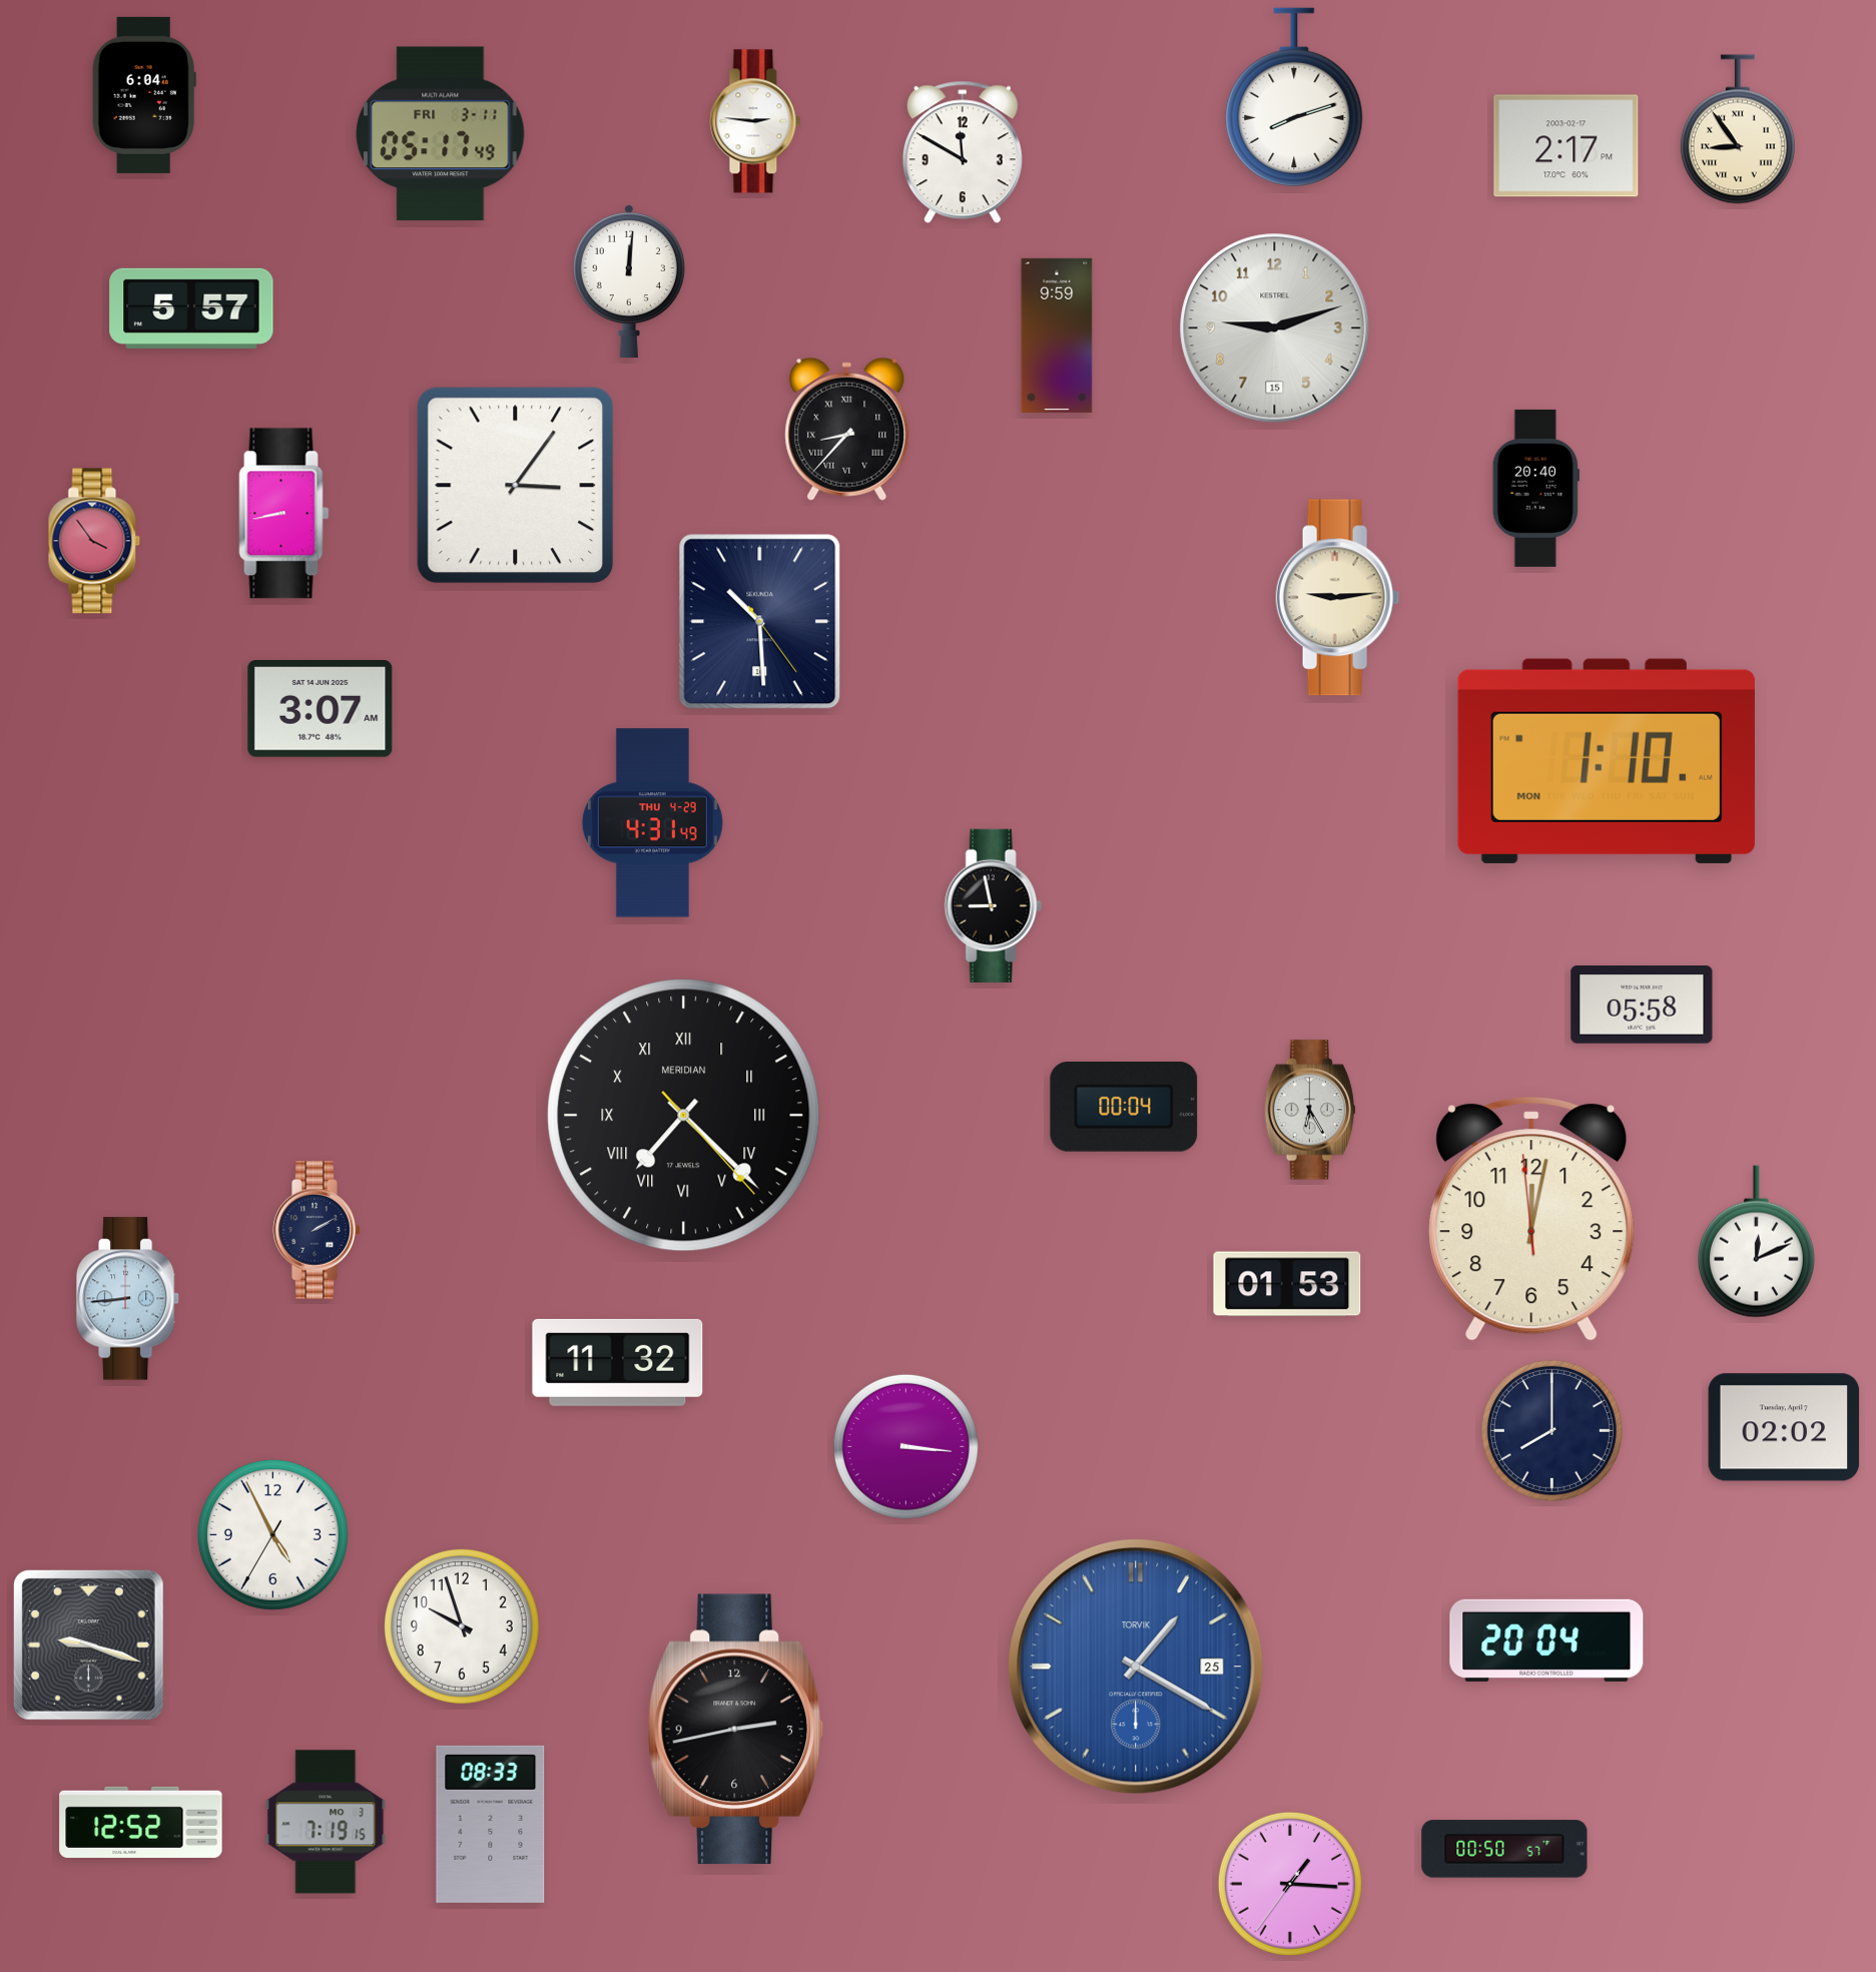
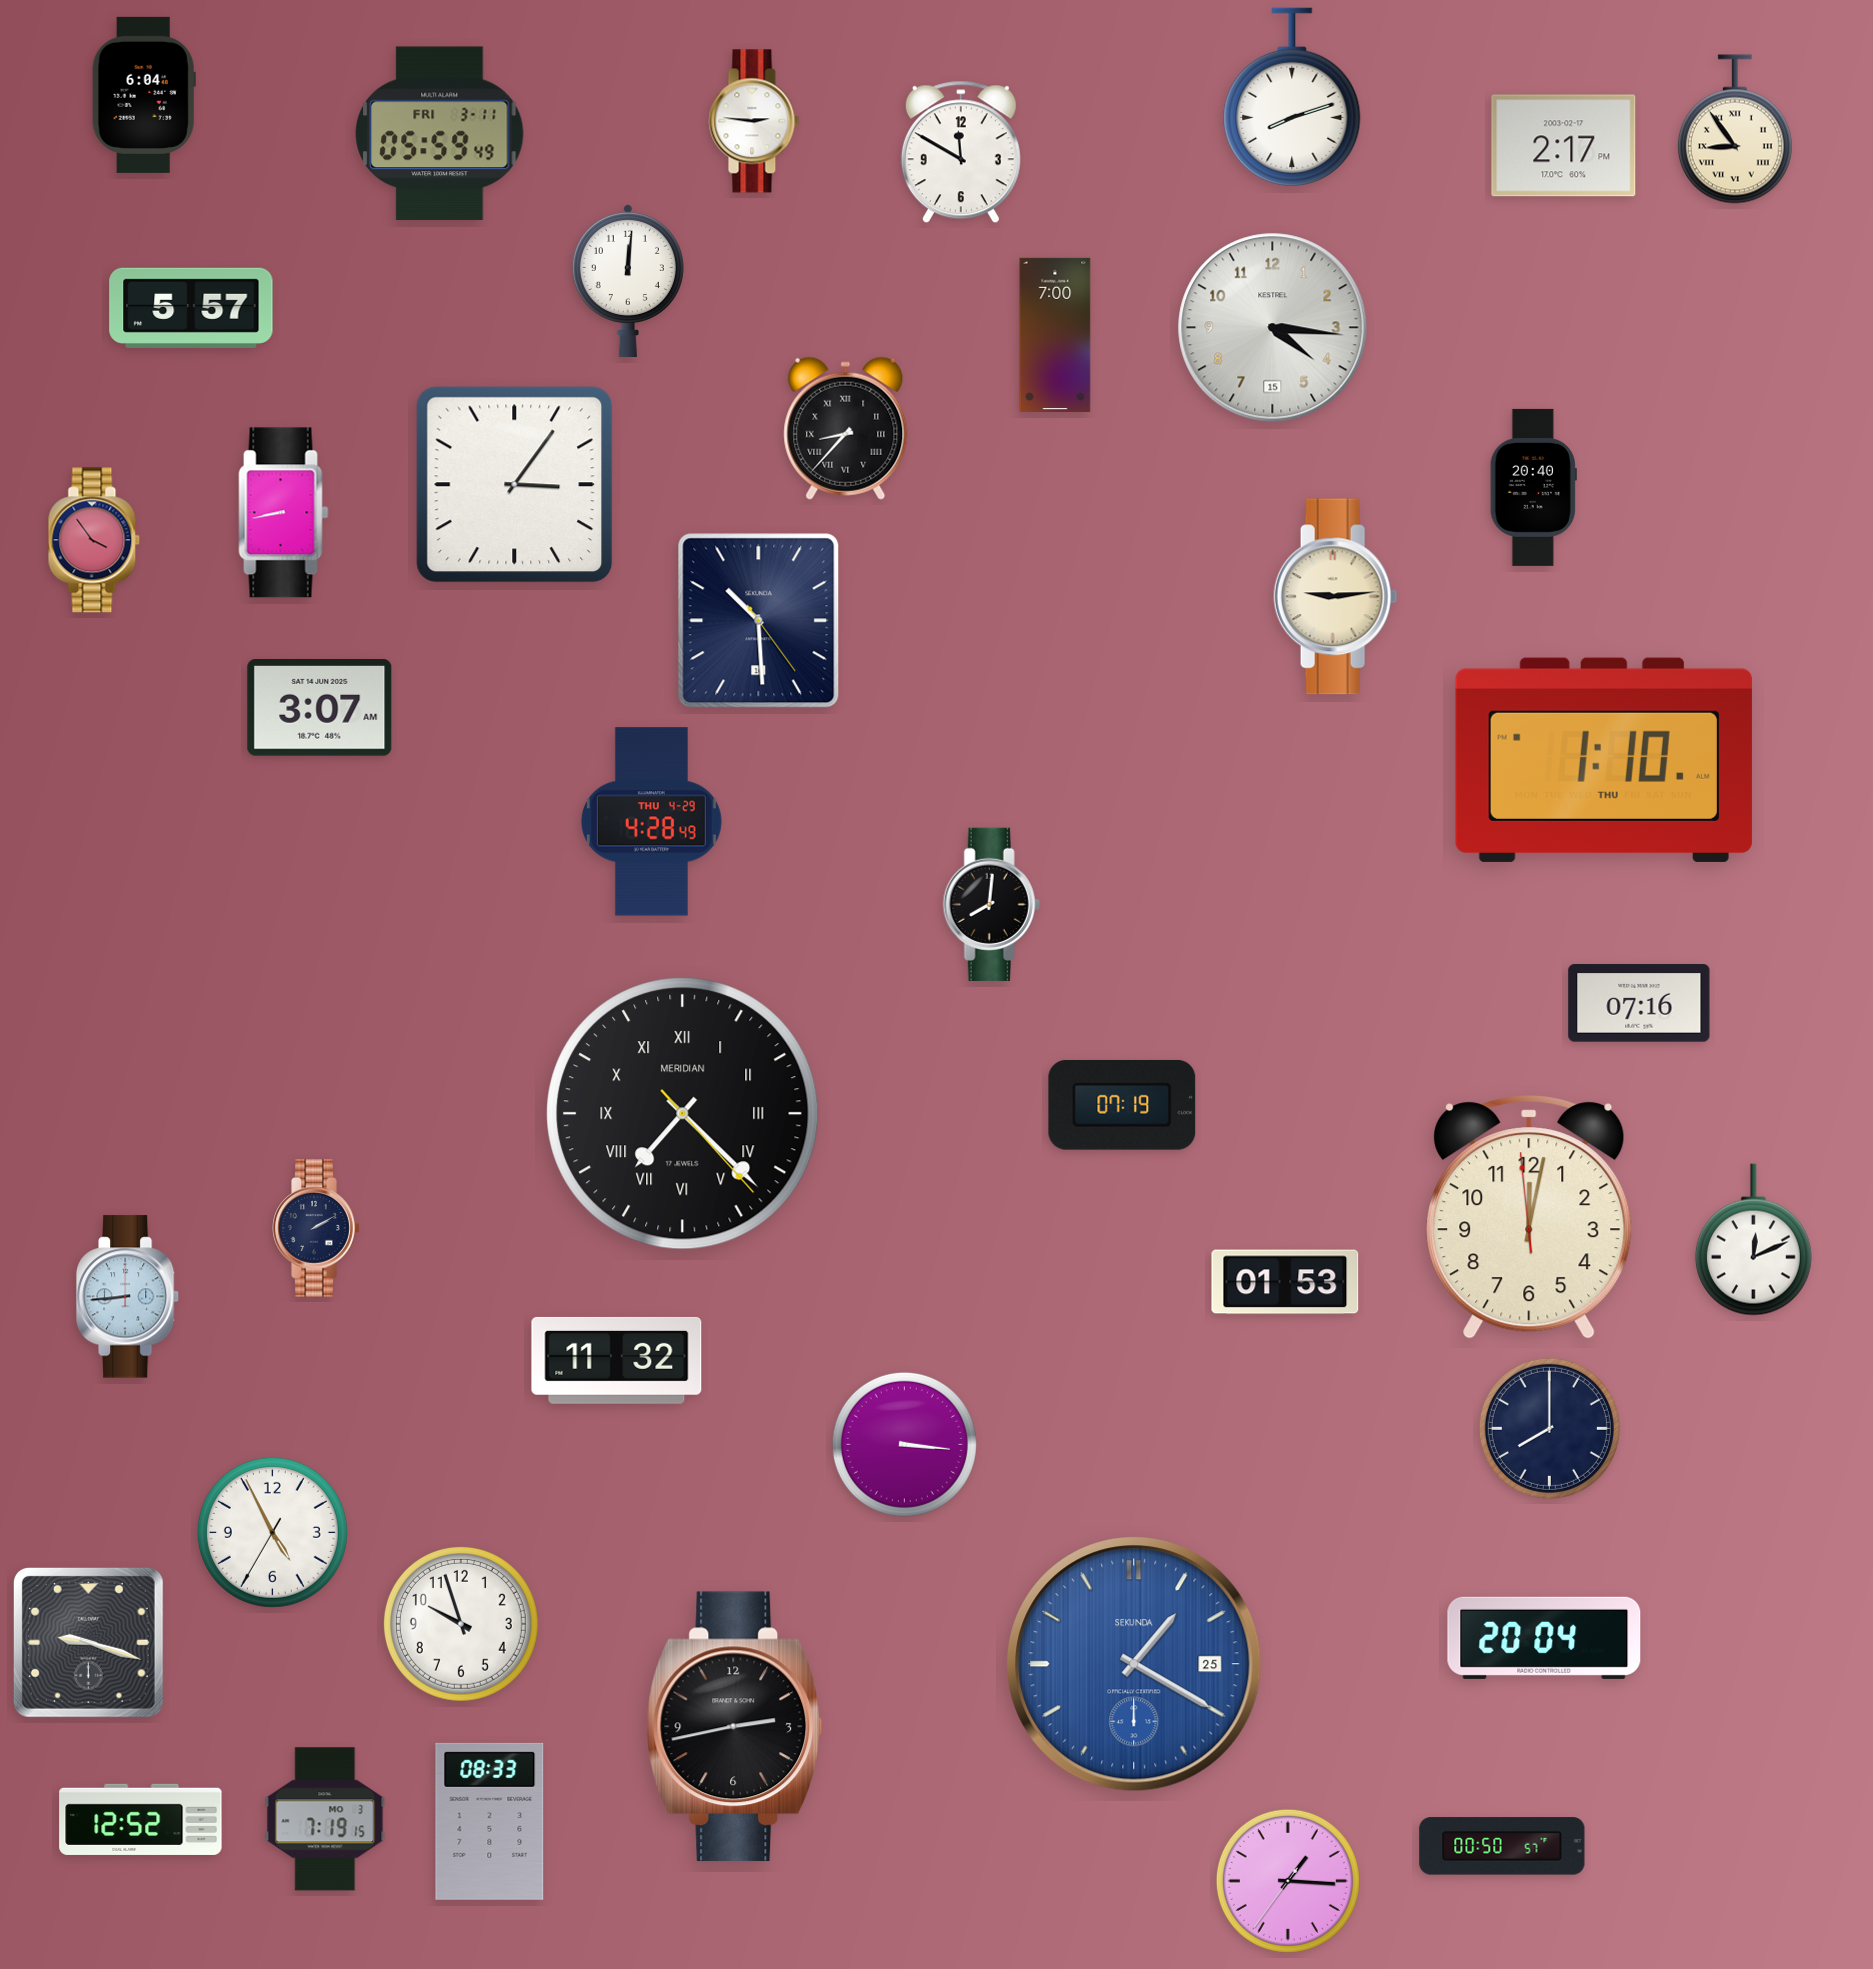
clock at (441, 134): 05:17 -> 05:59
clock at (1275, 328): 9:12 -> 4:16
clock at (1057, 336): 9:59 -> 7:00
clock at (1607, 761) date: MON -> THU
clock at (652, 823): 4:31 -> 4:28
clock at (993, 905): 8:58 -> 8:01
clock at (1642, 1005): 05:58 -> 07:16
clock at (1124, 1107): 00:04 -> 07:19
clock at (1310, 1110): 6:25 -> none
clock at (1784, 1427): 02:02 -> none
clock at (1136, 1667) brand: TORVIK -> SEKUNDA
